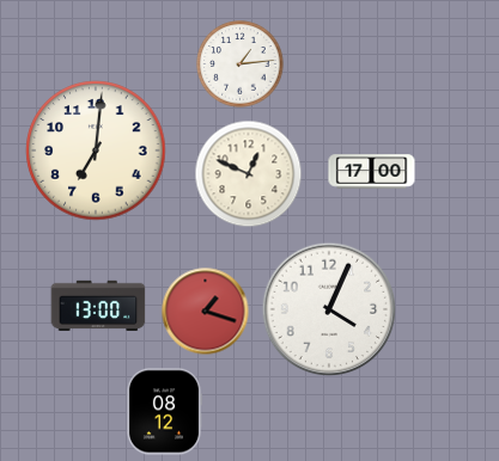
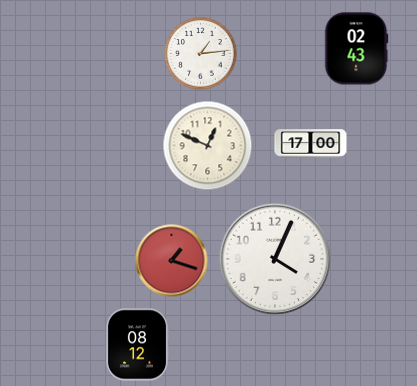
clock at (356, 49): none -> 02:43
clock at (96, 150): 7:01 -> none
clock at (98, 306): 13:00 -> none
